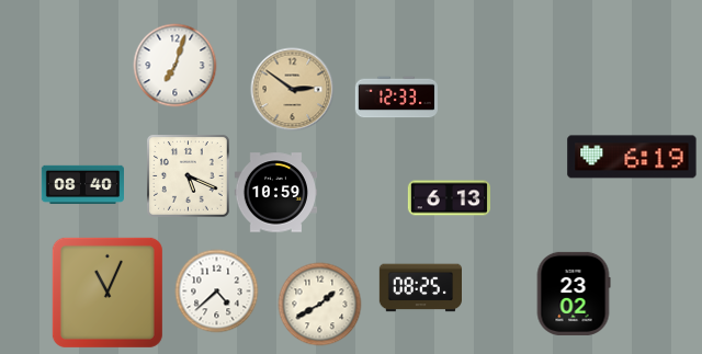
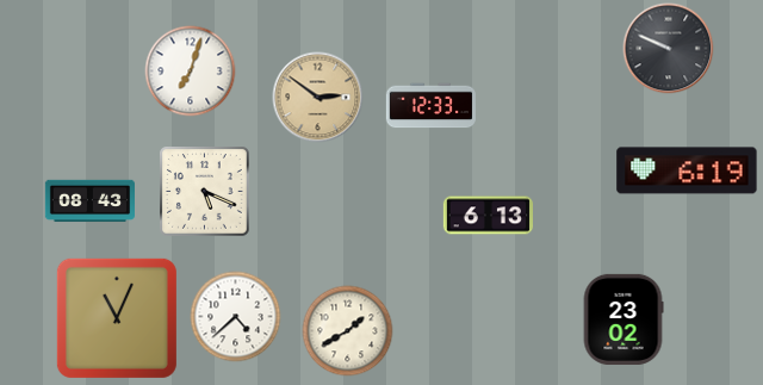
clock at (669, 49): none -> 9:49
clock at (83, 185): 08:40 -> 08:43
clock at (275, 193): 10:59 -> none
clock at (420, 288): 08:25 -> none
